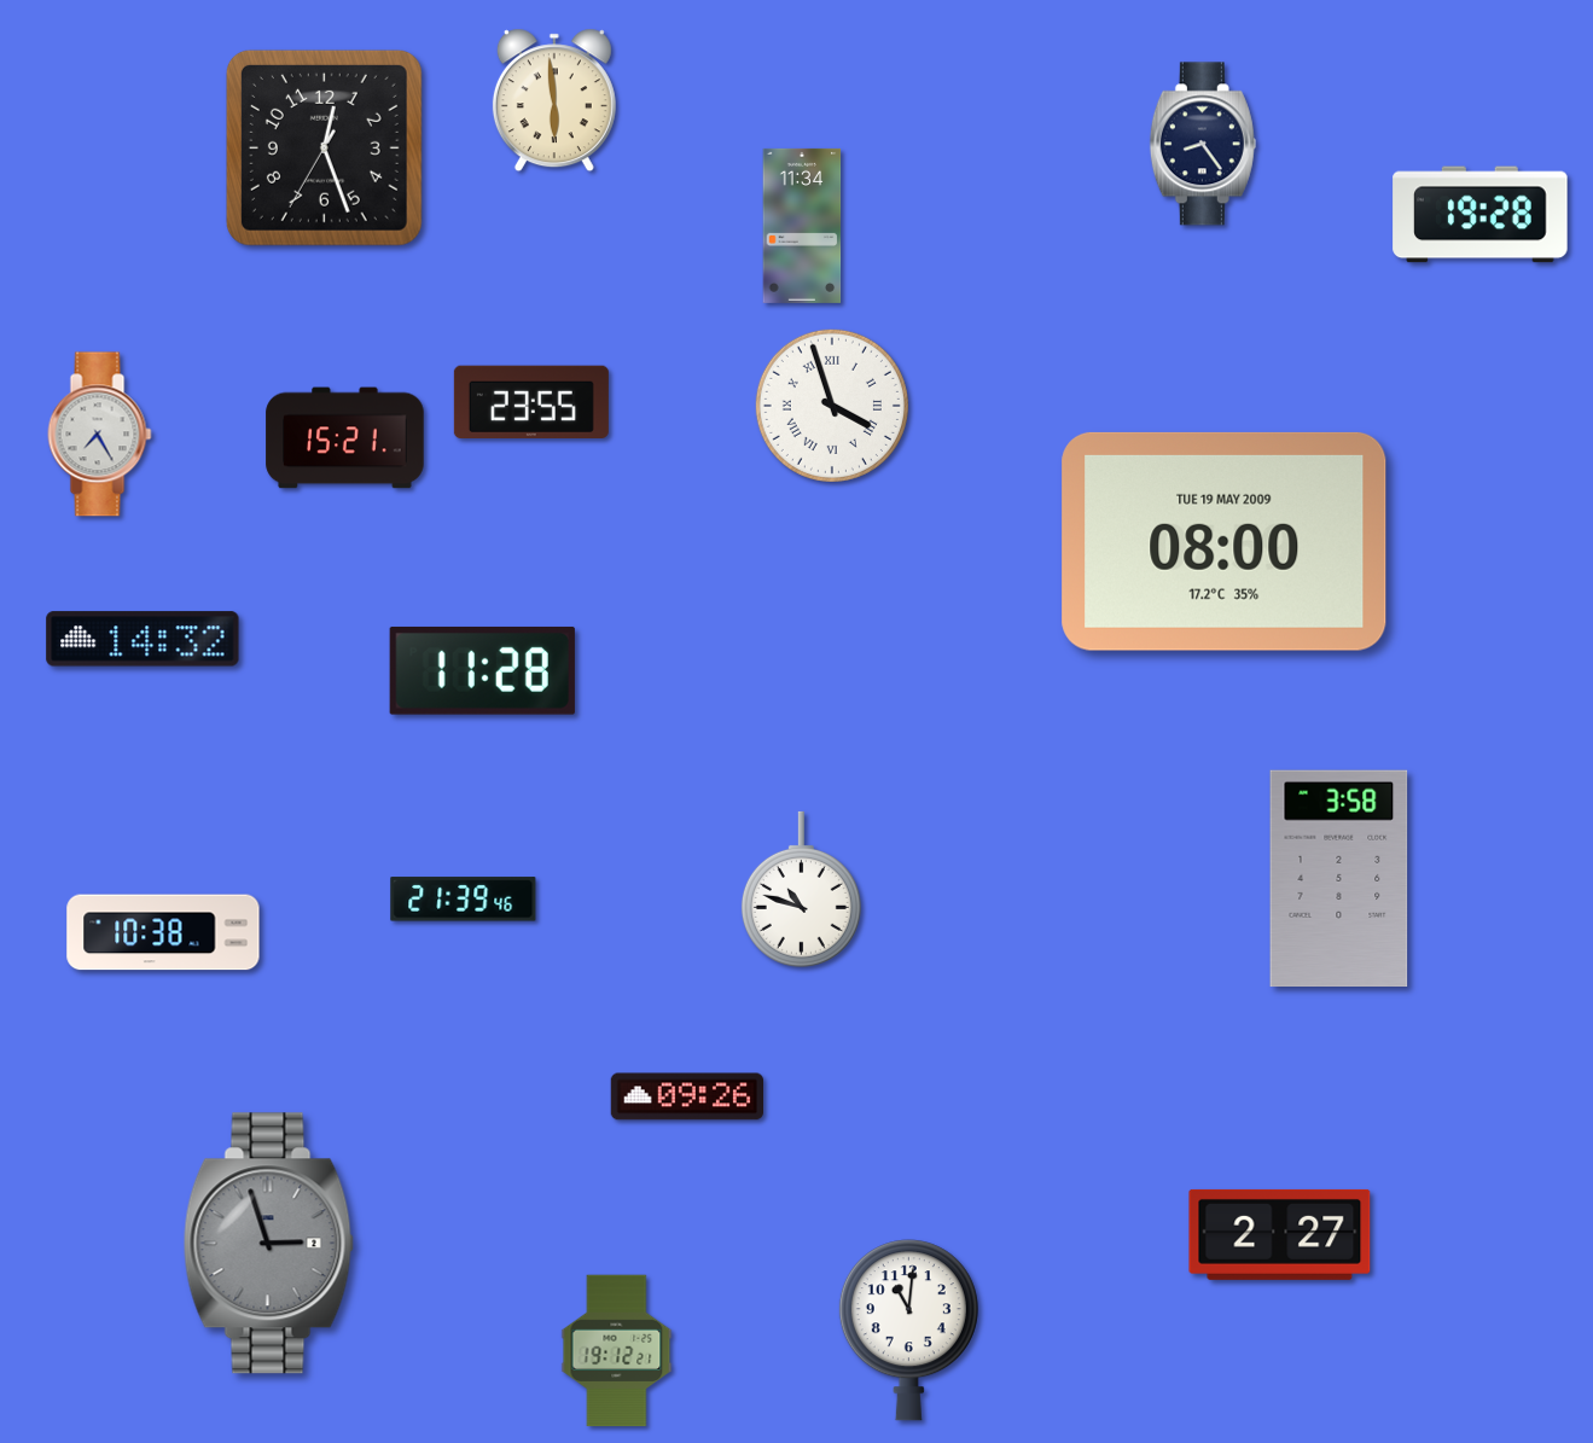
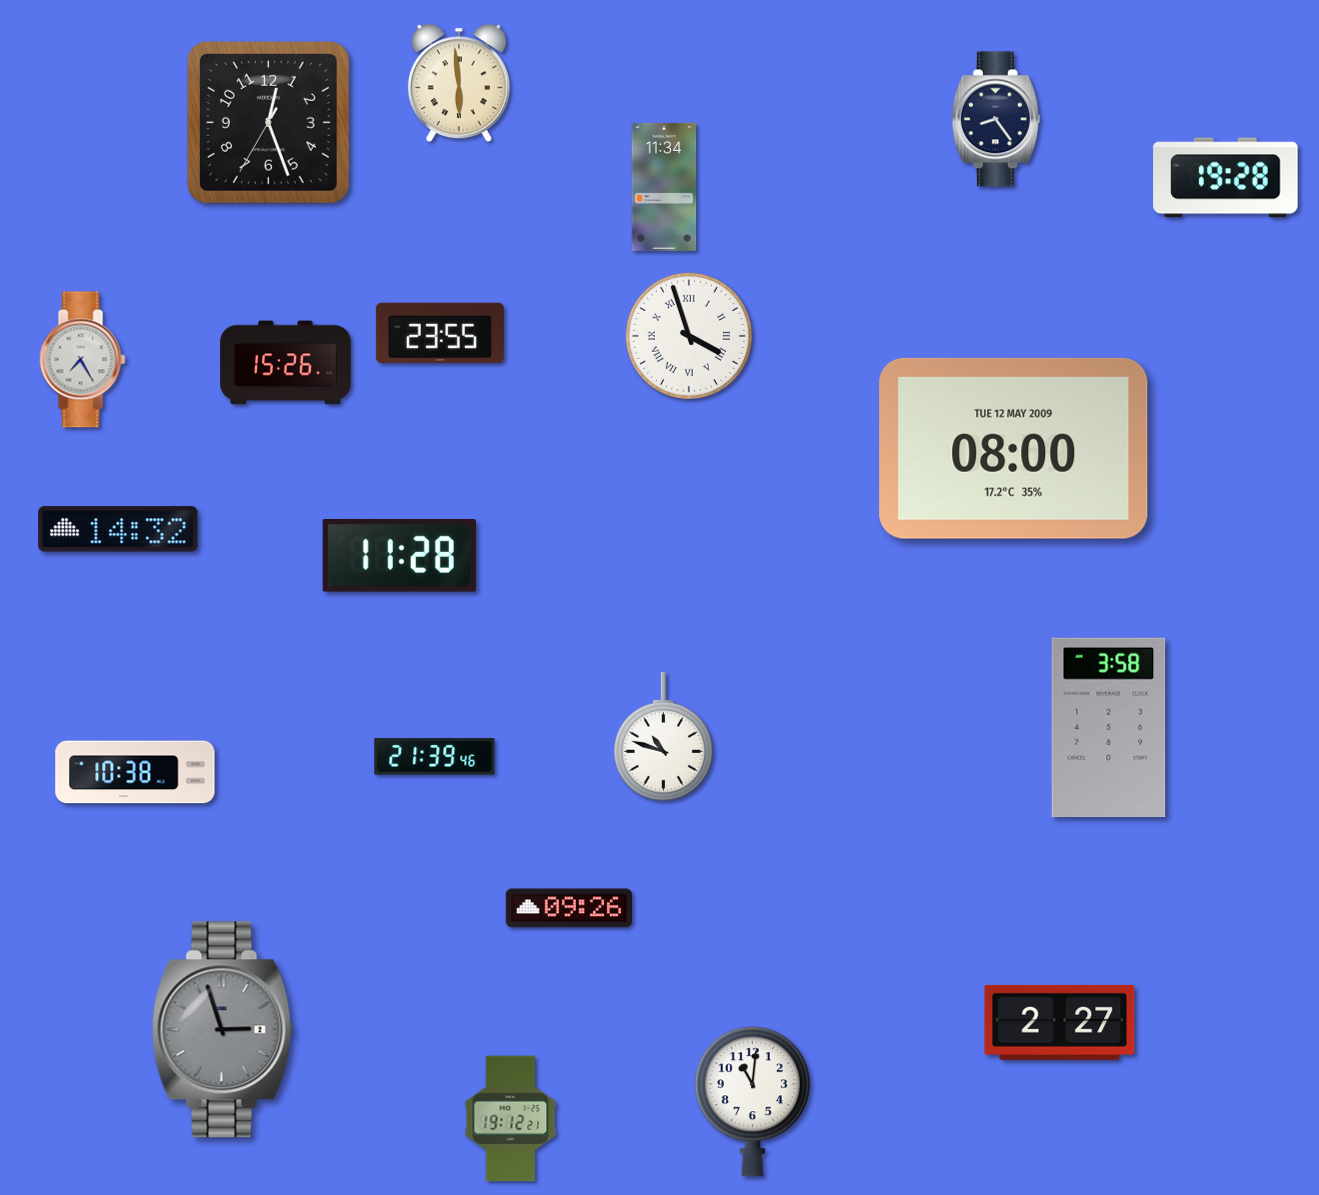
clock at (345, 438): 15:21 -> 15:26
clock at (1225, 541) date: TUE 19 MAY 2009 -> TUE 12 MAY 2009
clock at (464, 900) position: (464, 900) -> (435, 757)
